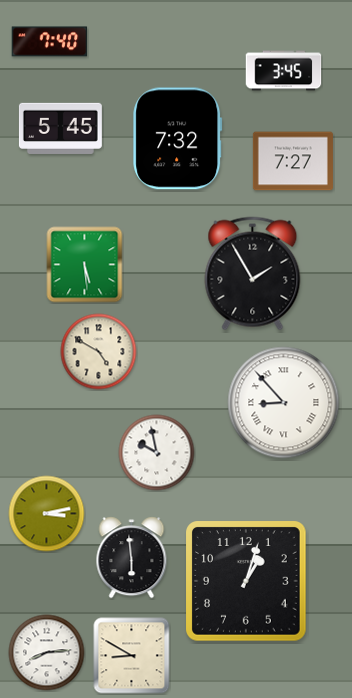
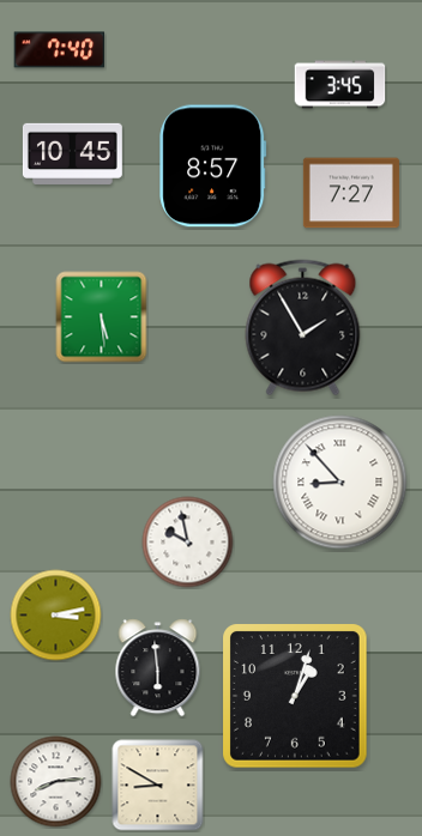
clock at (60, 128): 5:45 -> 10:45
clock at (178, 139): 7:32 -> 8:57
clock at (99, 352): 4:50 -> none
